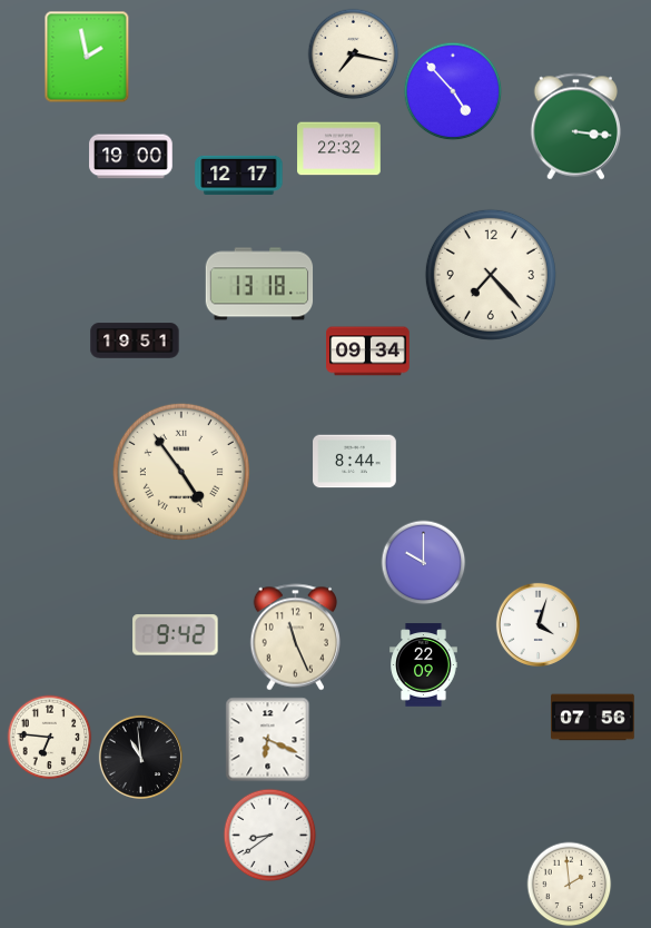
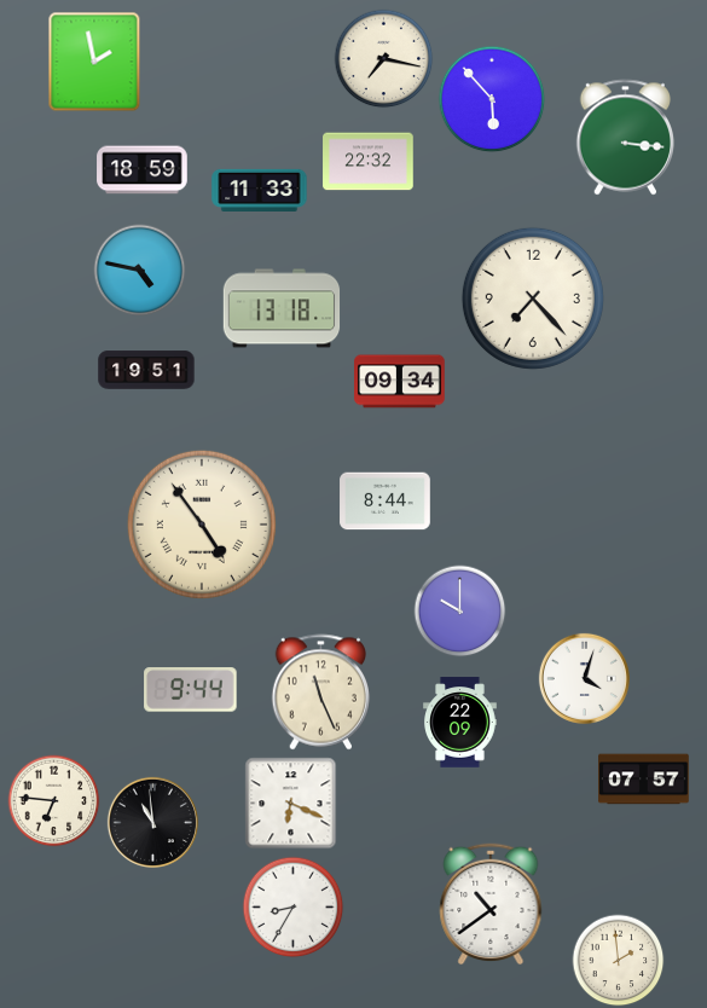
clock at (453, 91): 4:53 -> 5:53
clock at (131, 157): 19:00 -> 18:59
clock at (239, 175): 12:17 -> 11:33
clock at (140, 271): none -> 4:47
clock at (181, 472) position: (181, 472) -> (202, 525)
clock at (176, 635): 9:42 -> 9:44
clock at (593, 718): 07:56 -> 07:57
clock at (491, 904): none -> 10:39
clock at (270, 836): 8:39 -> 8:35
